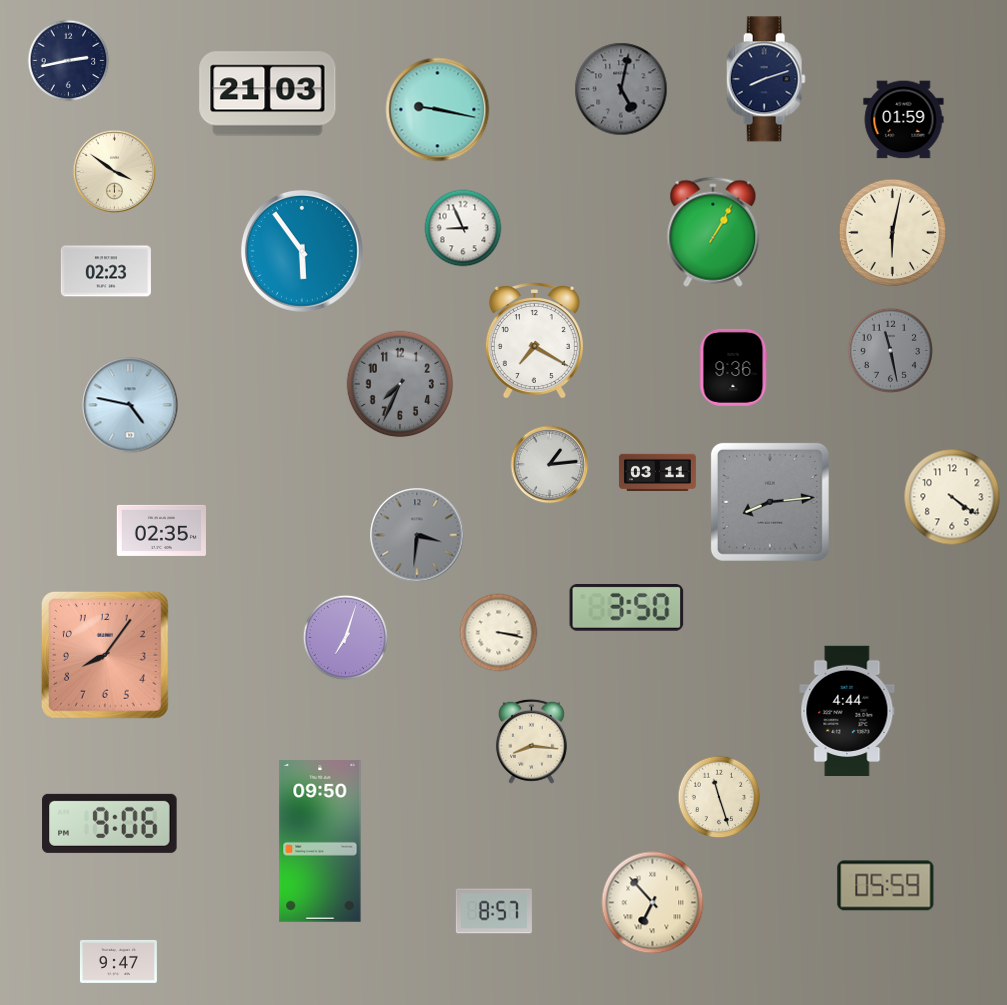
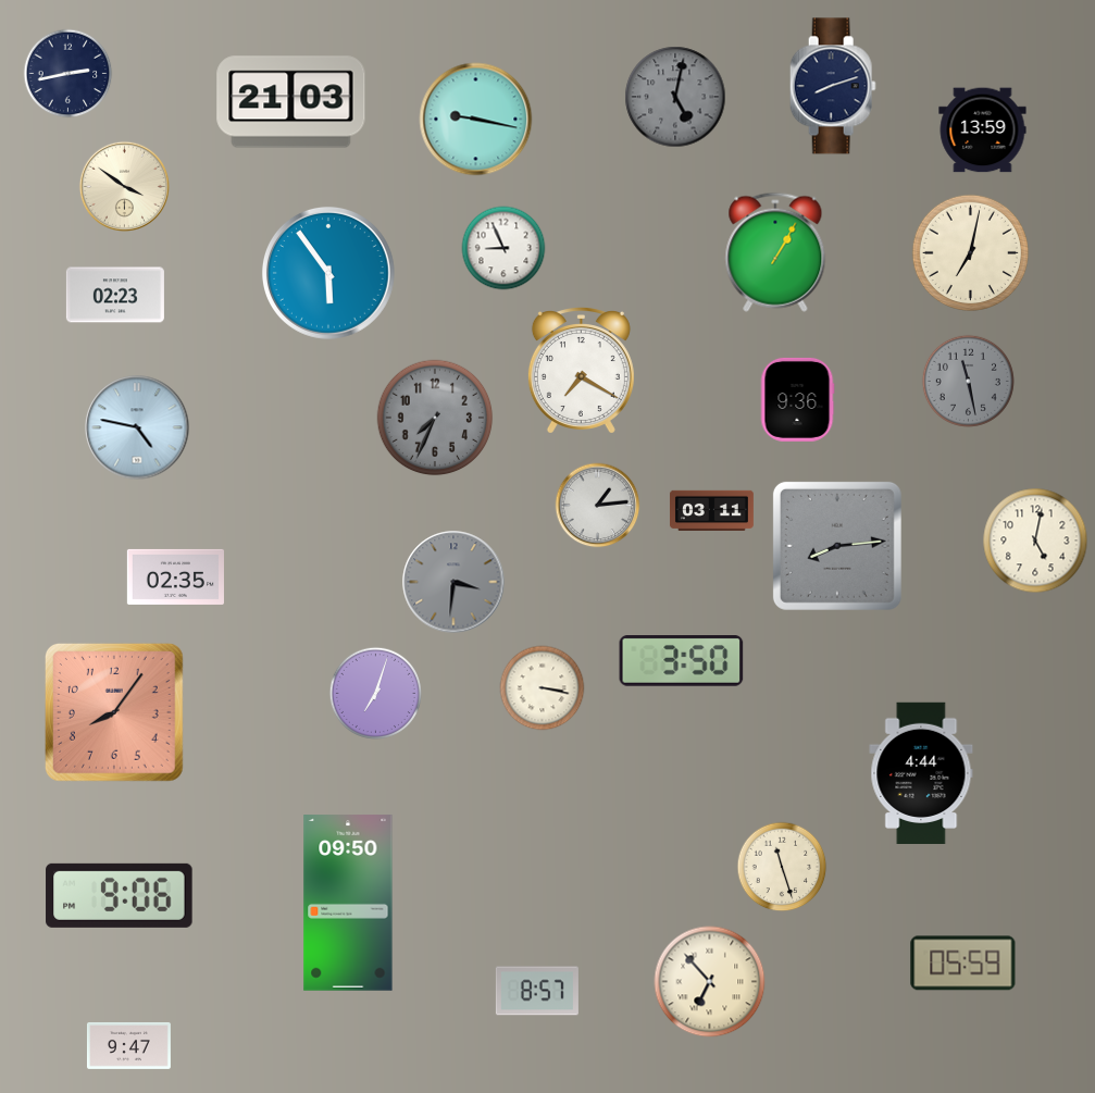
clock at (69, 61) position: (69, 61) -> (69, 74)
clock at (904, 120): 01:59 -> 13:59
clock at (892, 232): 6:02 -> 7:02
clock at (130, 405) position: (130, 405) -> (137, 427)
clock at (657, 472) position: (657, 472) -> (711, 510)
clock at (952, 497): 4:21 -> 5:02
clock at (531, 741): 8:16 -> none
clock at (320, 841) position: (320, 841) -> (348, 903)
